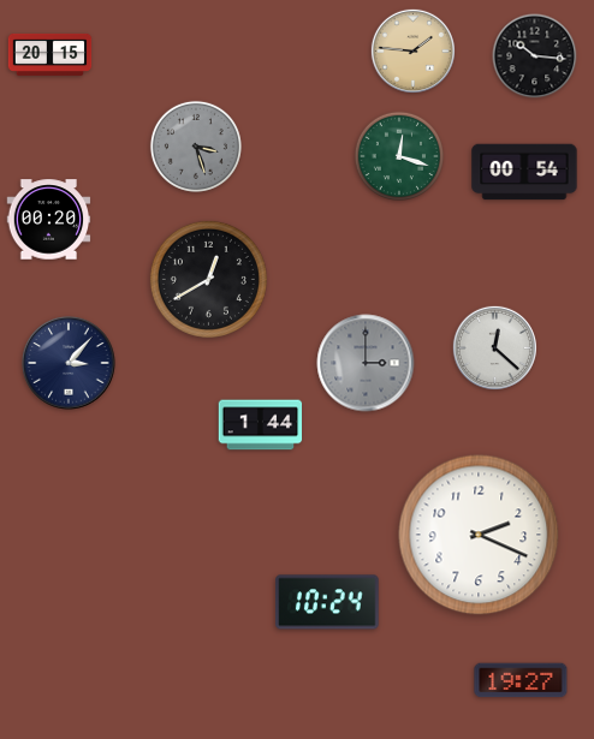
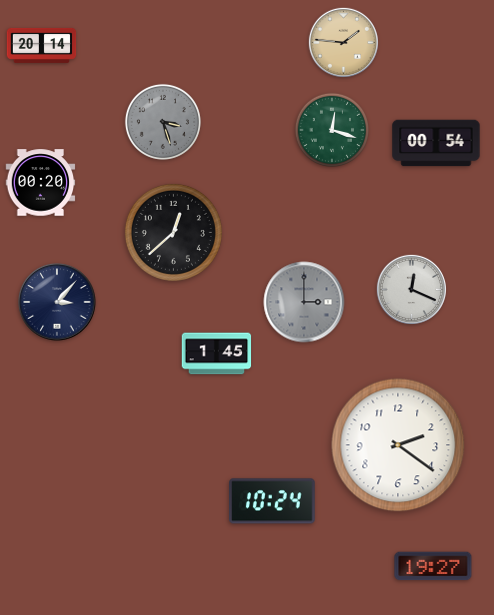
clock at (51, 54): 20:15 -> 20:14
clock at (535, 56): 10:16 -> none
clock at (208, 279): 12:40 -> 12:38
clock at (494, 347): 12:22 -> 12:19
clock at (261, 425): 1:44 -> 1:45
clock at (479, 535): 2:19 -> 2:21
